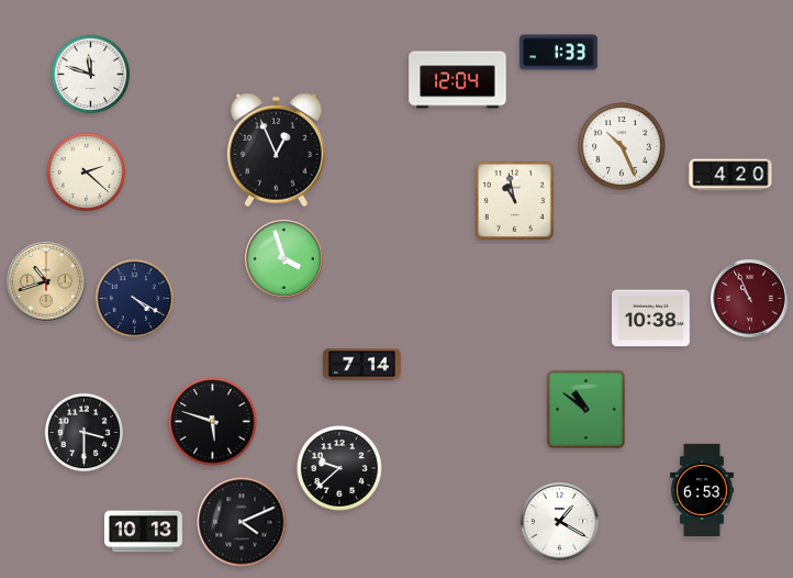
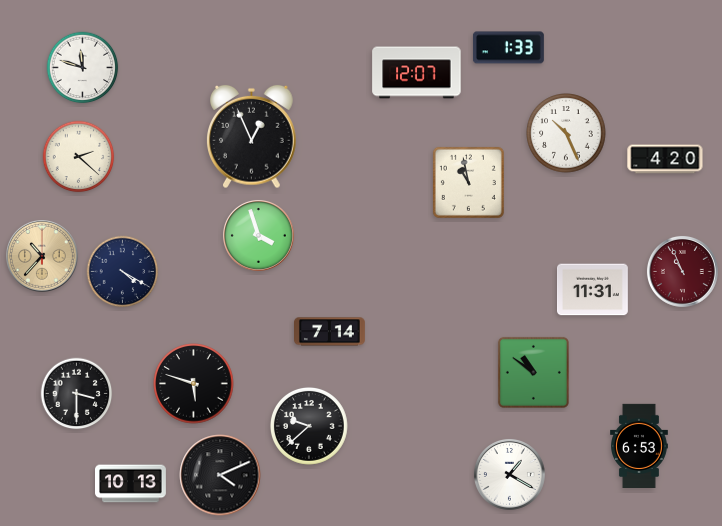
clock at (458, 80): 12:04 -> 12:07
clock at (47, 282): 10:42 -> 10:37
clock at (651, 319): 10:38 -> 11:31
